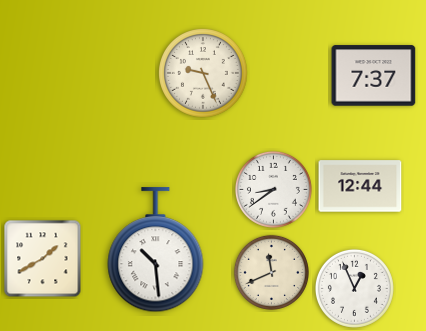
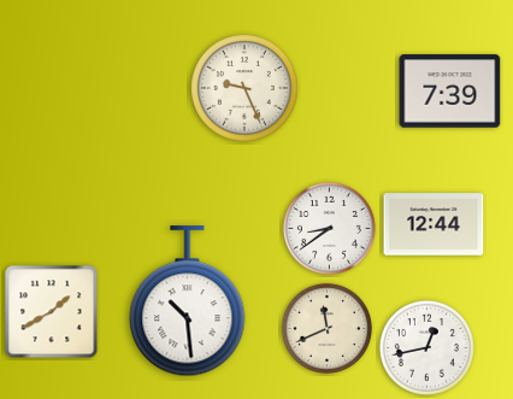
clock at (374, 76): 7:37 -> 7:39
clock at (354, 288): 12:56 -> 12:43
